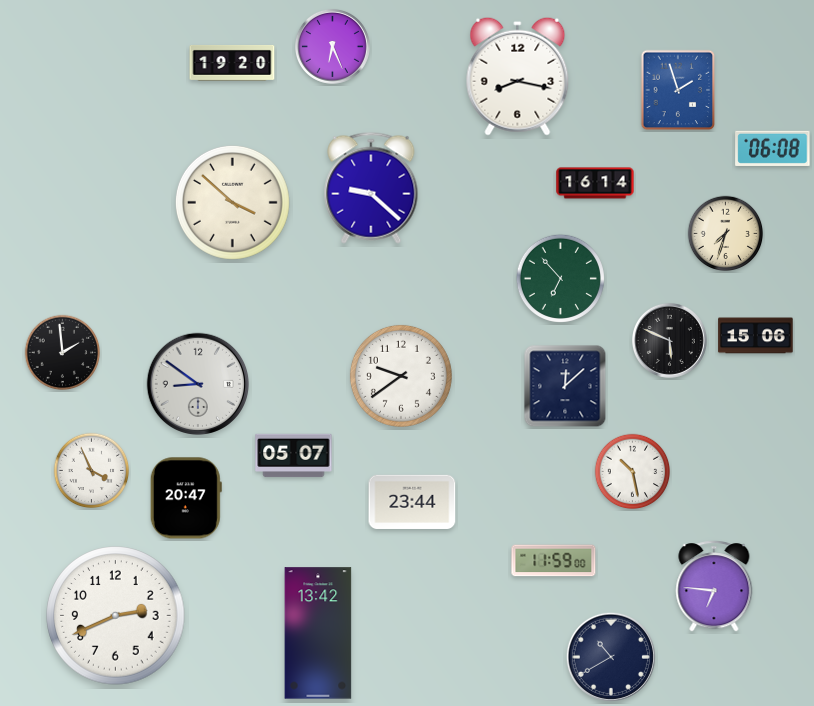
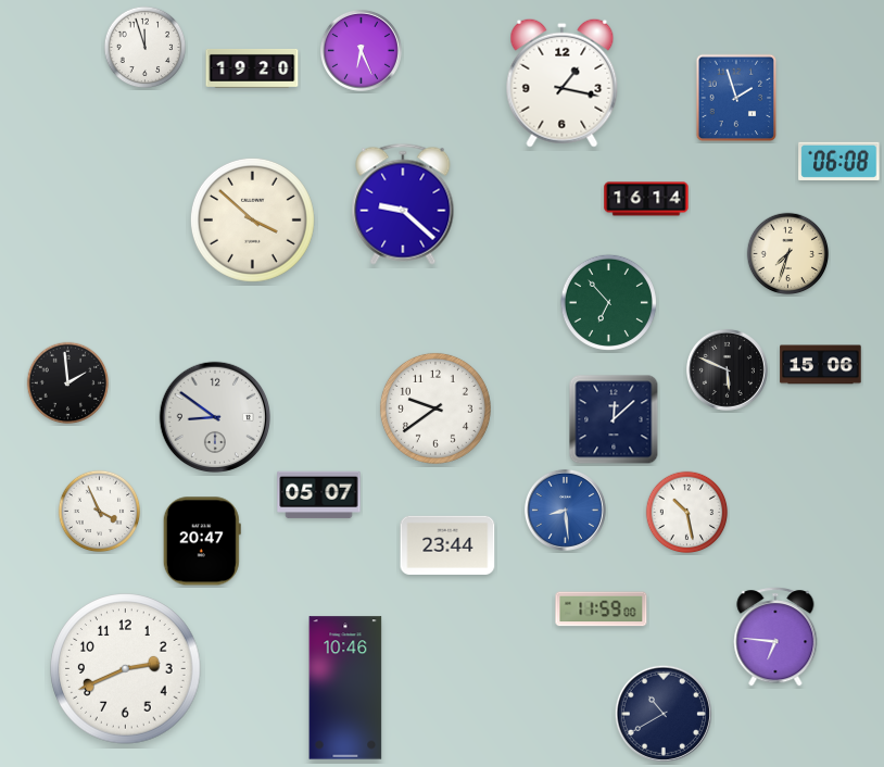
clock at (146, 48): none -> 11:57
clock at (518, 76): 8:17 -> 1:17
clock at (565, 510): none -> 8:29
clock at (318, 633): 13:42 -> 10:46
